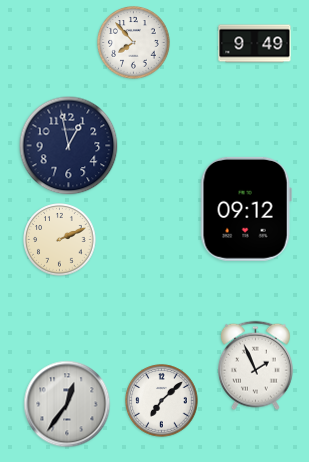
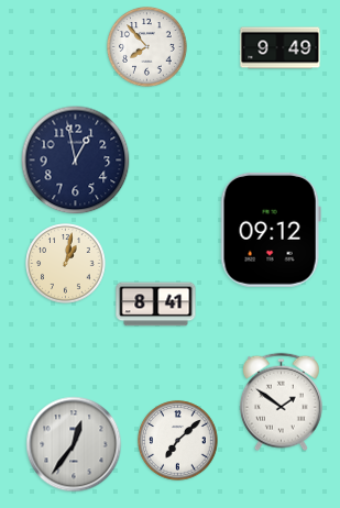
clock at (60, 240): 2:11 -> 1:02
clock at (156, 305): none -> 8:41
clock at (255, 366): 1:56 -> 1:51
